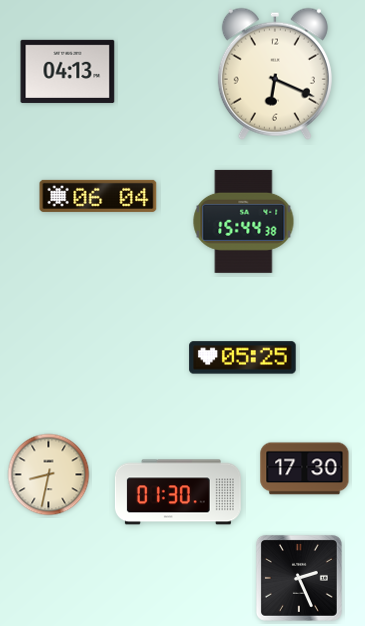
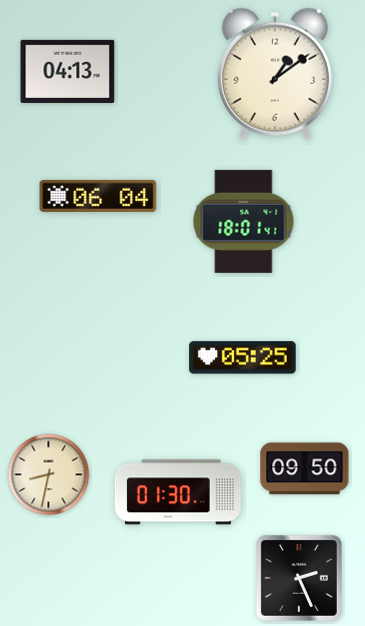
clock at (275, 74): 6:19 -> 1:09
clock at (244, 221): 15:44 -> 18:01
clock at (305, 469): 17:30 -> 09:50
